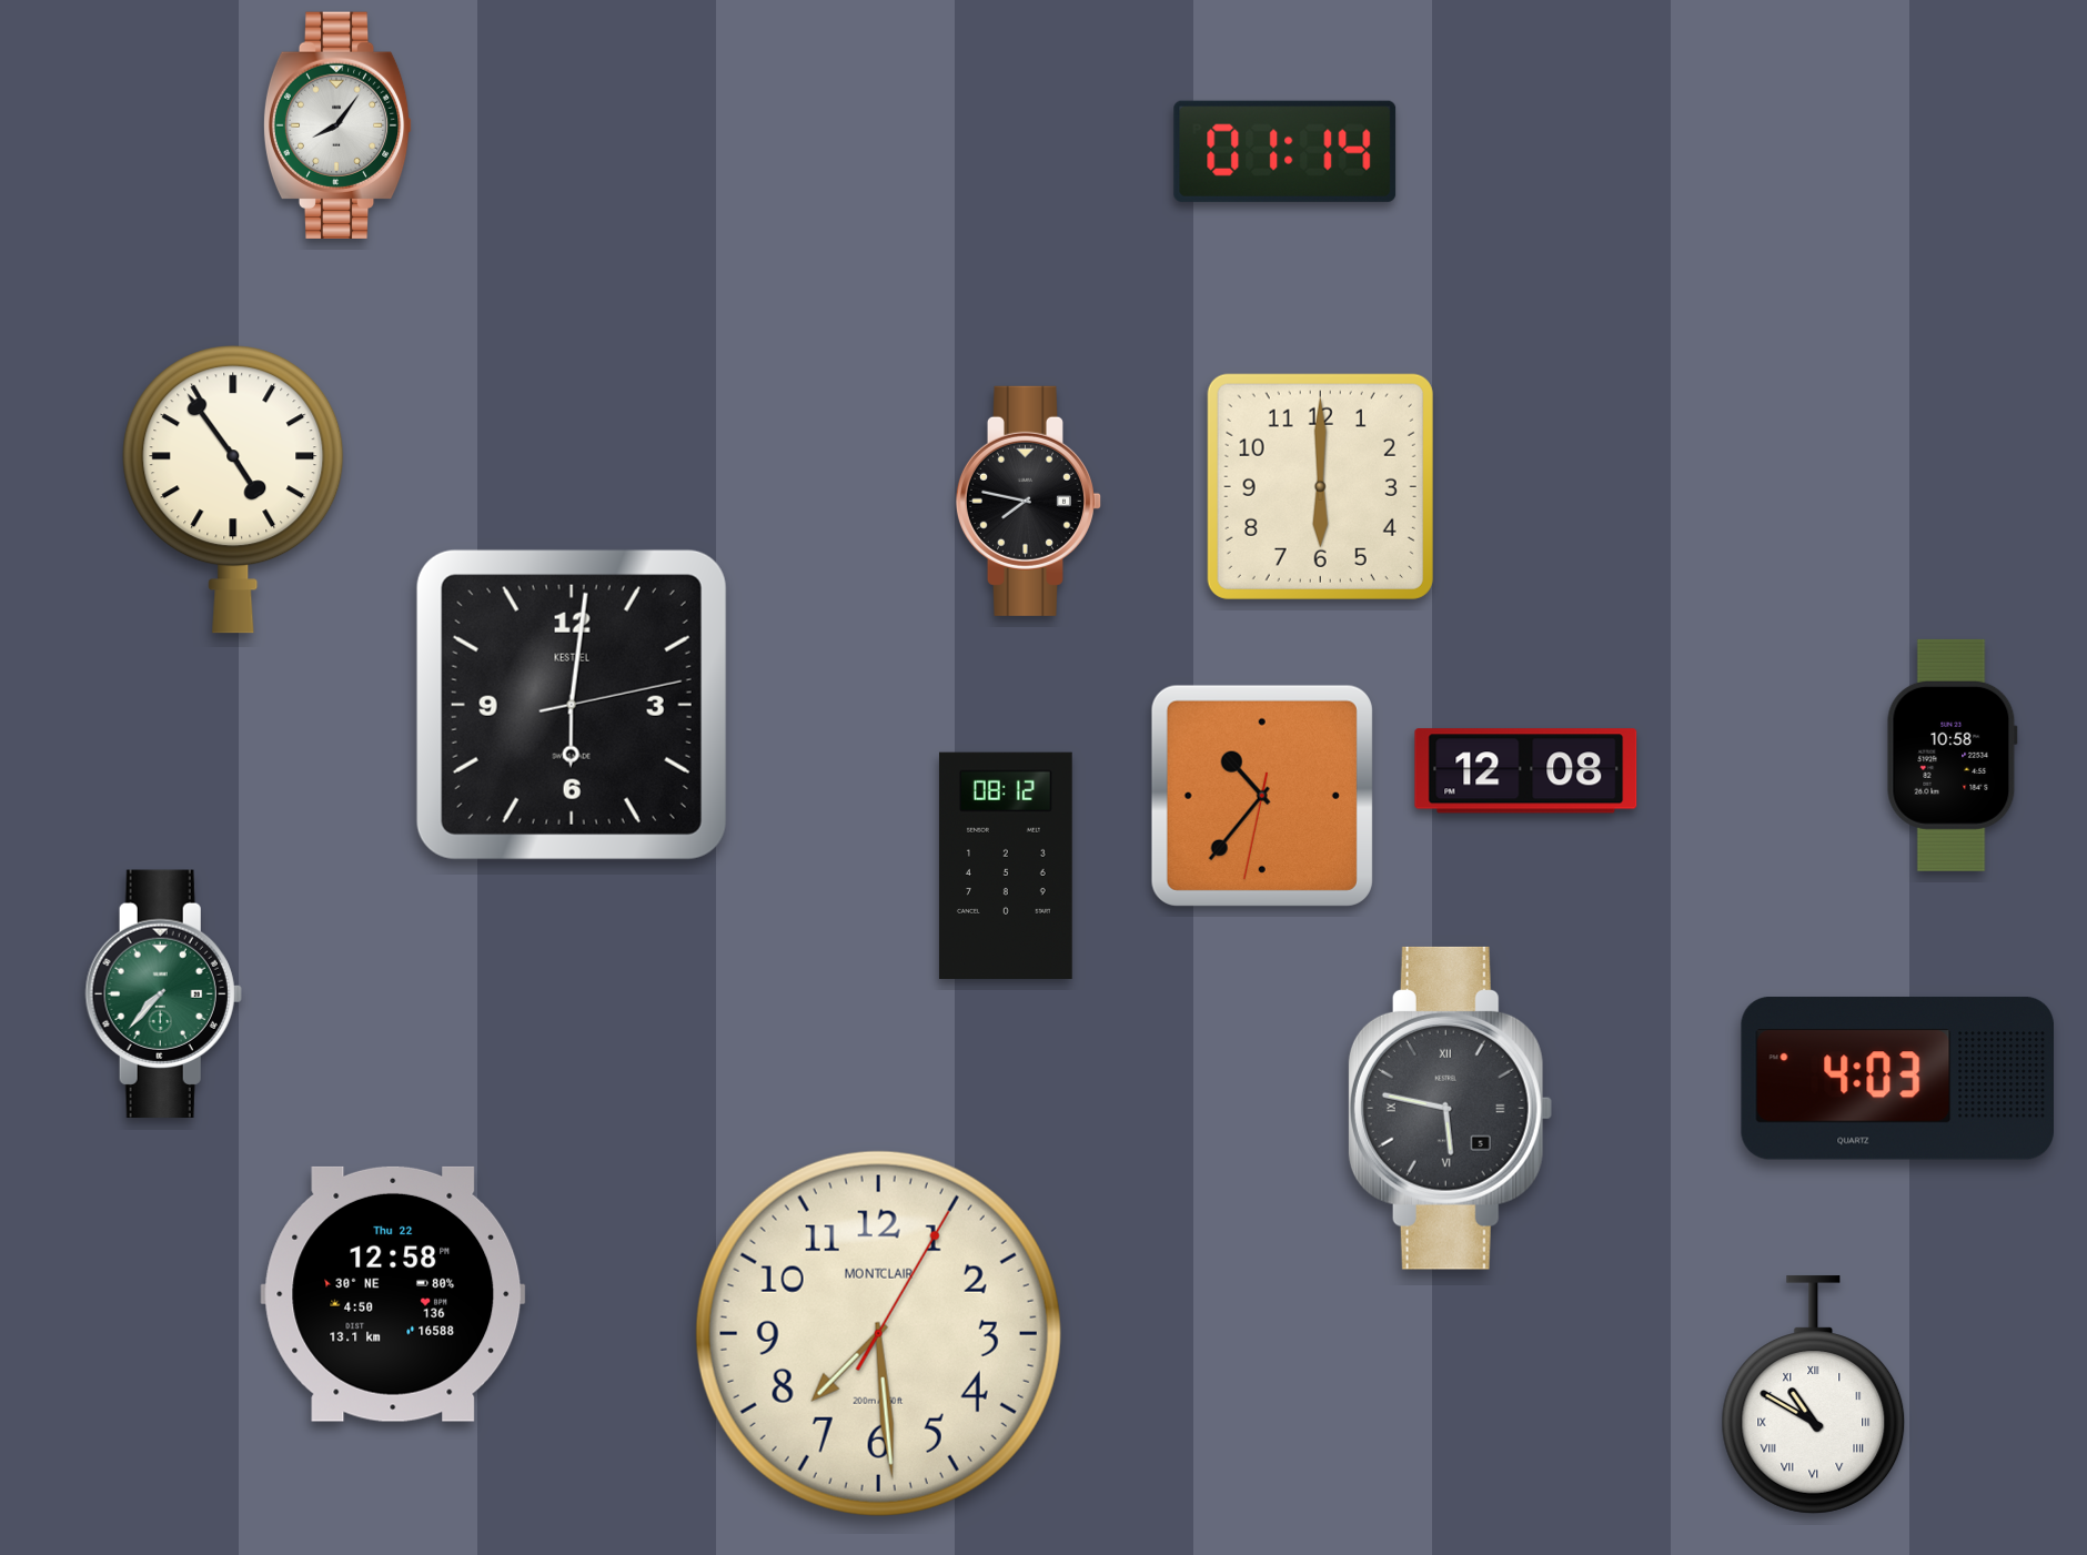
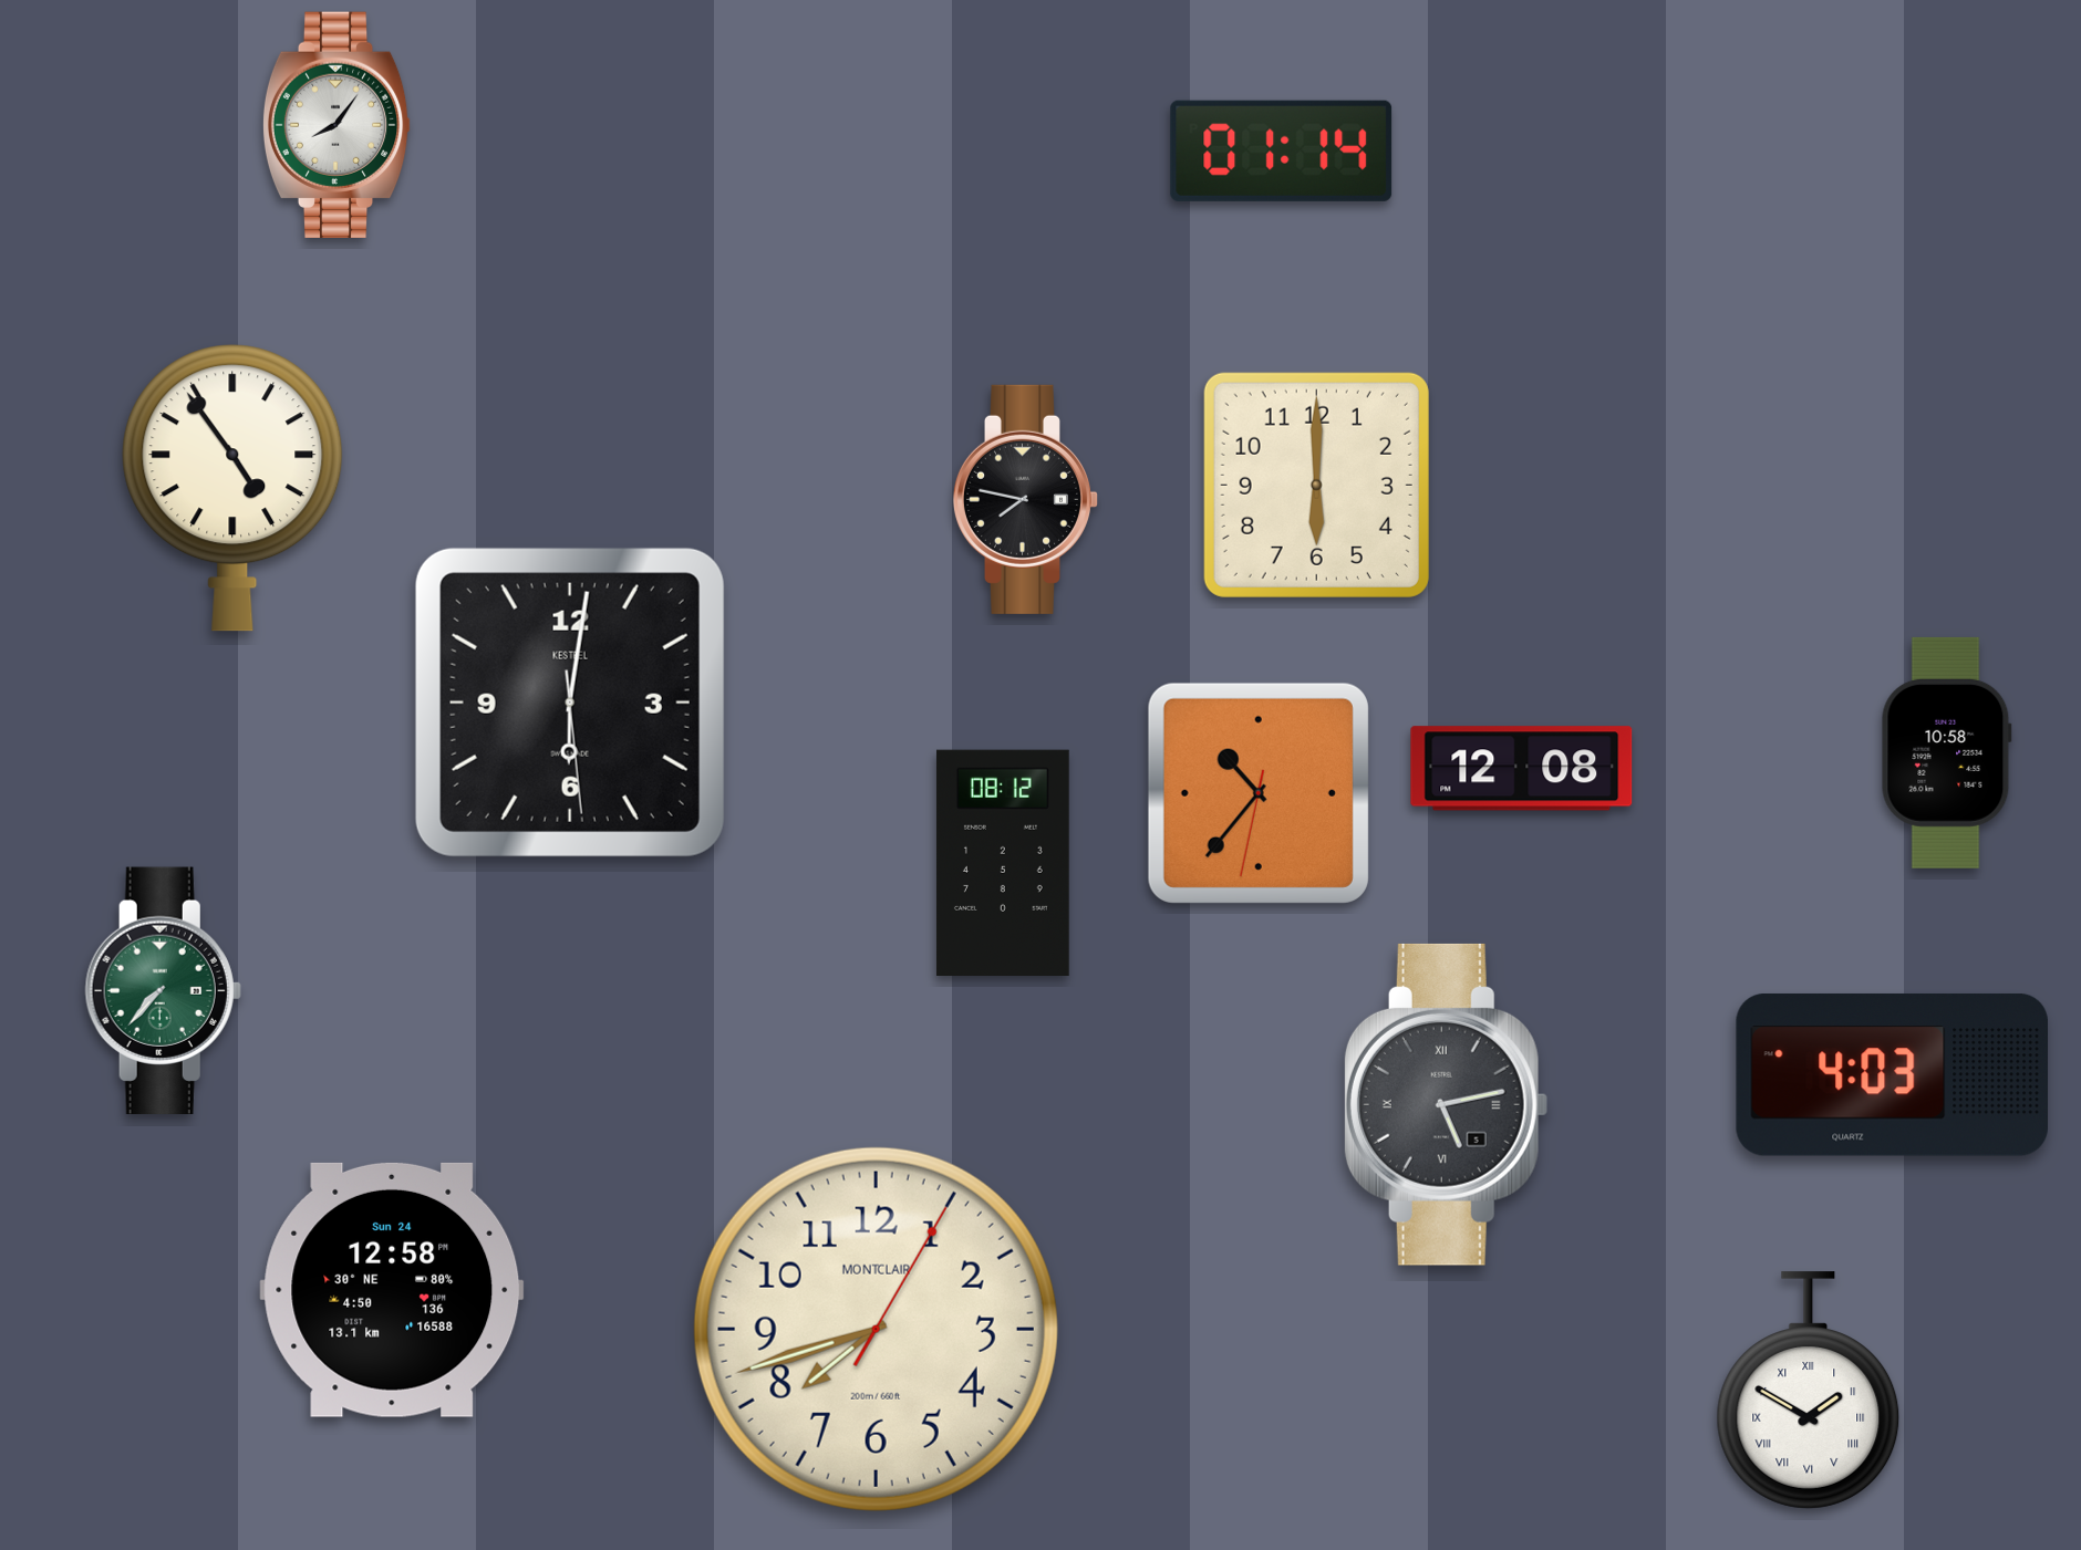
clock at (572, 705): 6:01:13 -> 6:01:29
clock at (1450, 1108): 5:47 -> 5:13
clock at (393, 1294) date: Thu 22 -> Sun 24
clock at (878, 1333): 7:29 -> 7:42
clock at (1814, 1395): 10:50 -> 1:50
